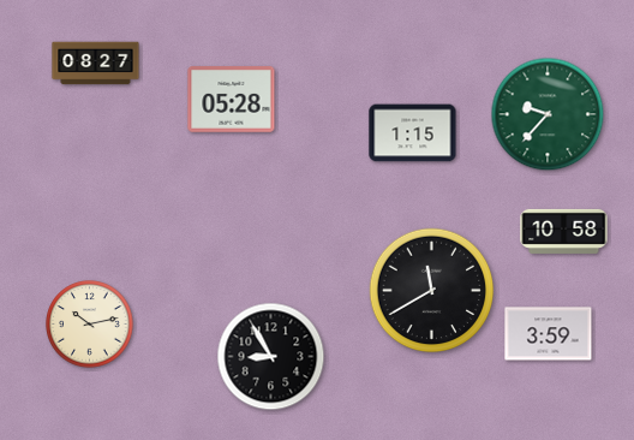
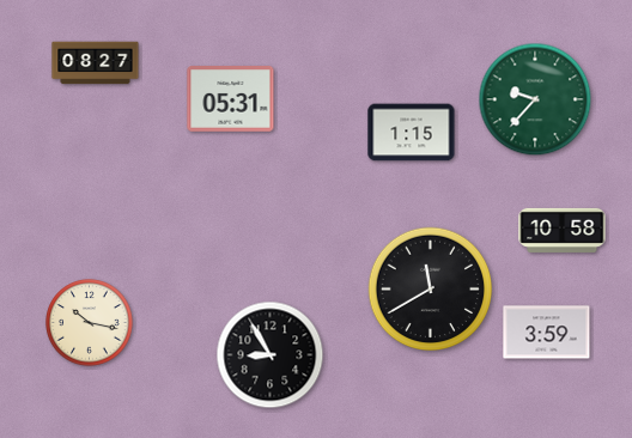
clock at (232, 100): 05:28 -> 05:31
clock at (548, 114) position: (548, 114) -> (535, 99)
clock at (90, 325): 10:13 -> 10:17
